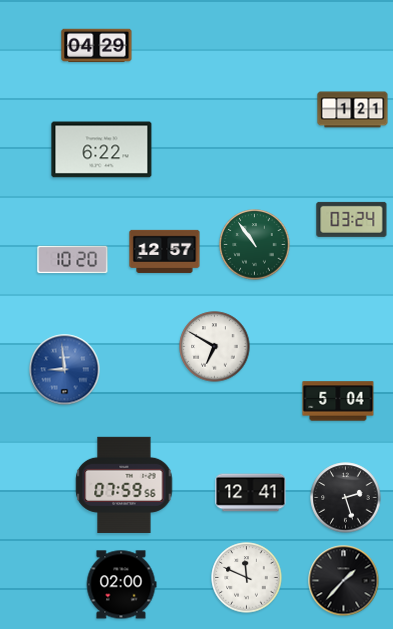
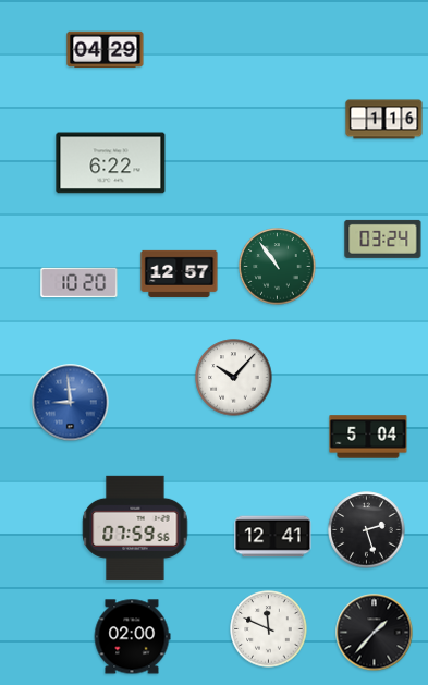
clock at (353, 110): 1:21 -> 1:16
clock at (215, 347): 6:50 -> 10:07
clock at (346, 498) position: (346, 498) -> (367, 530)
